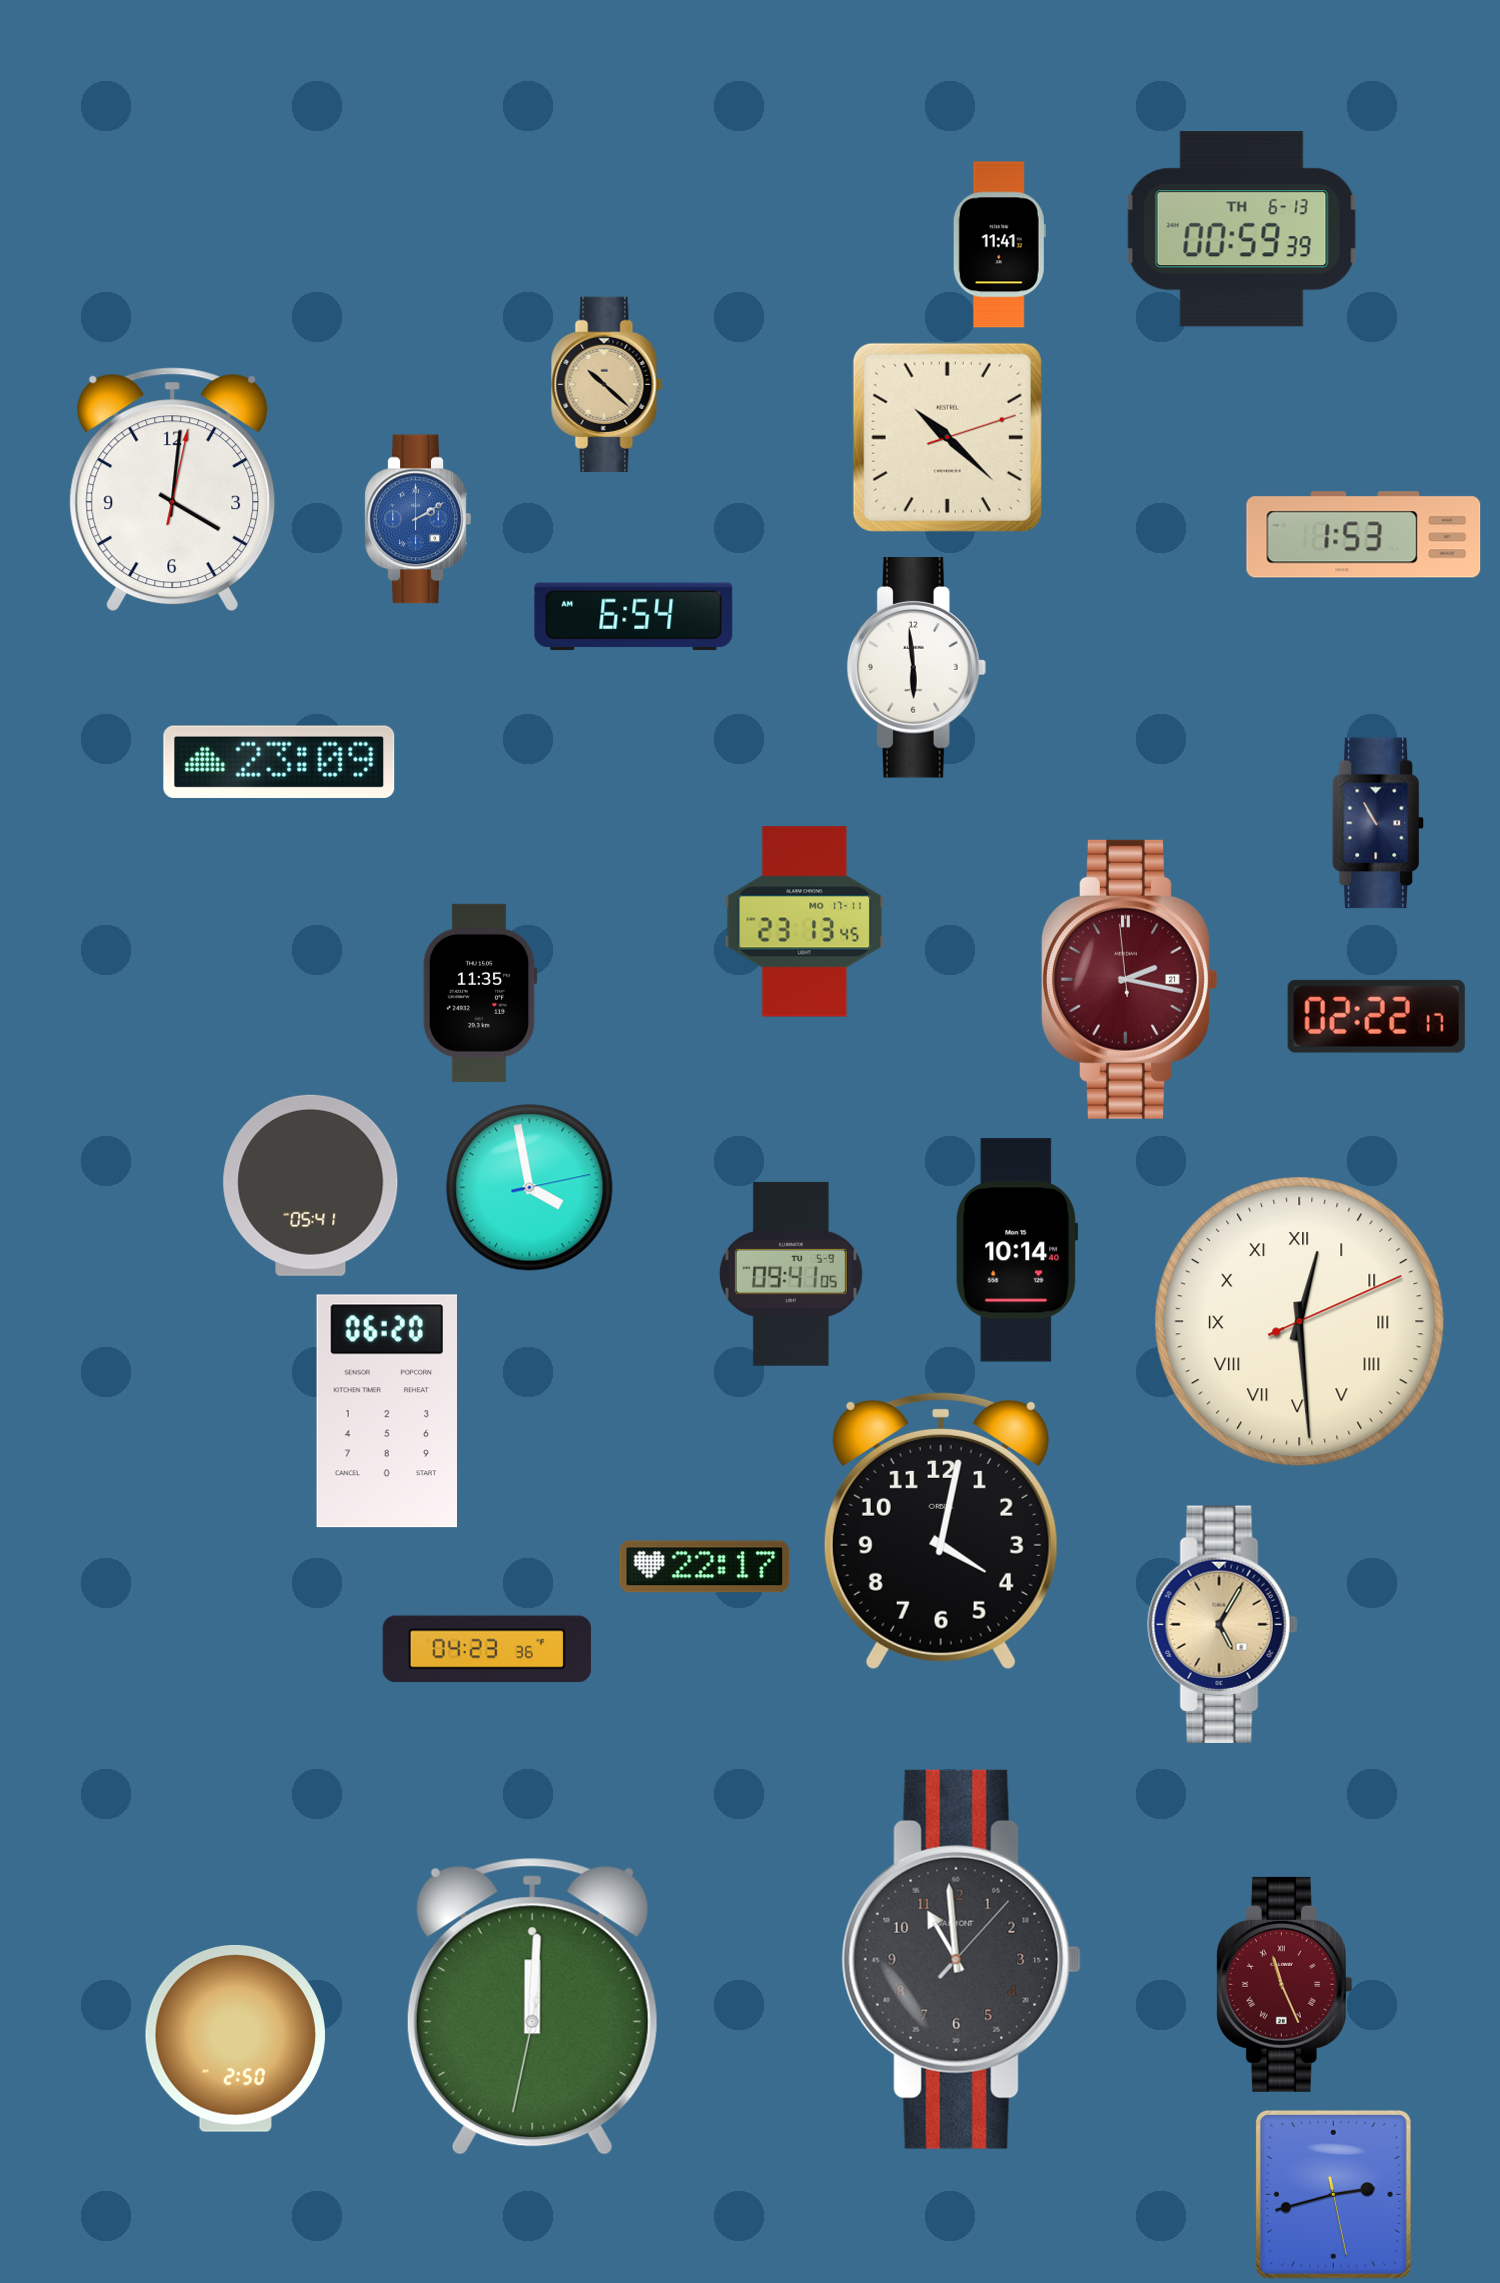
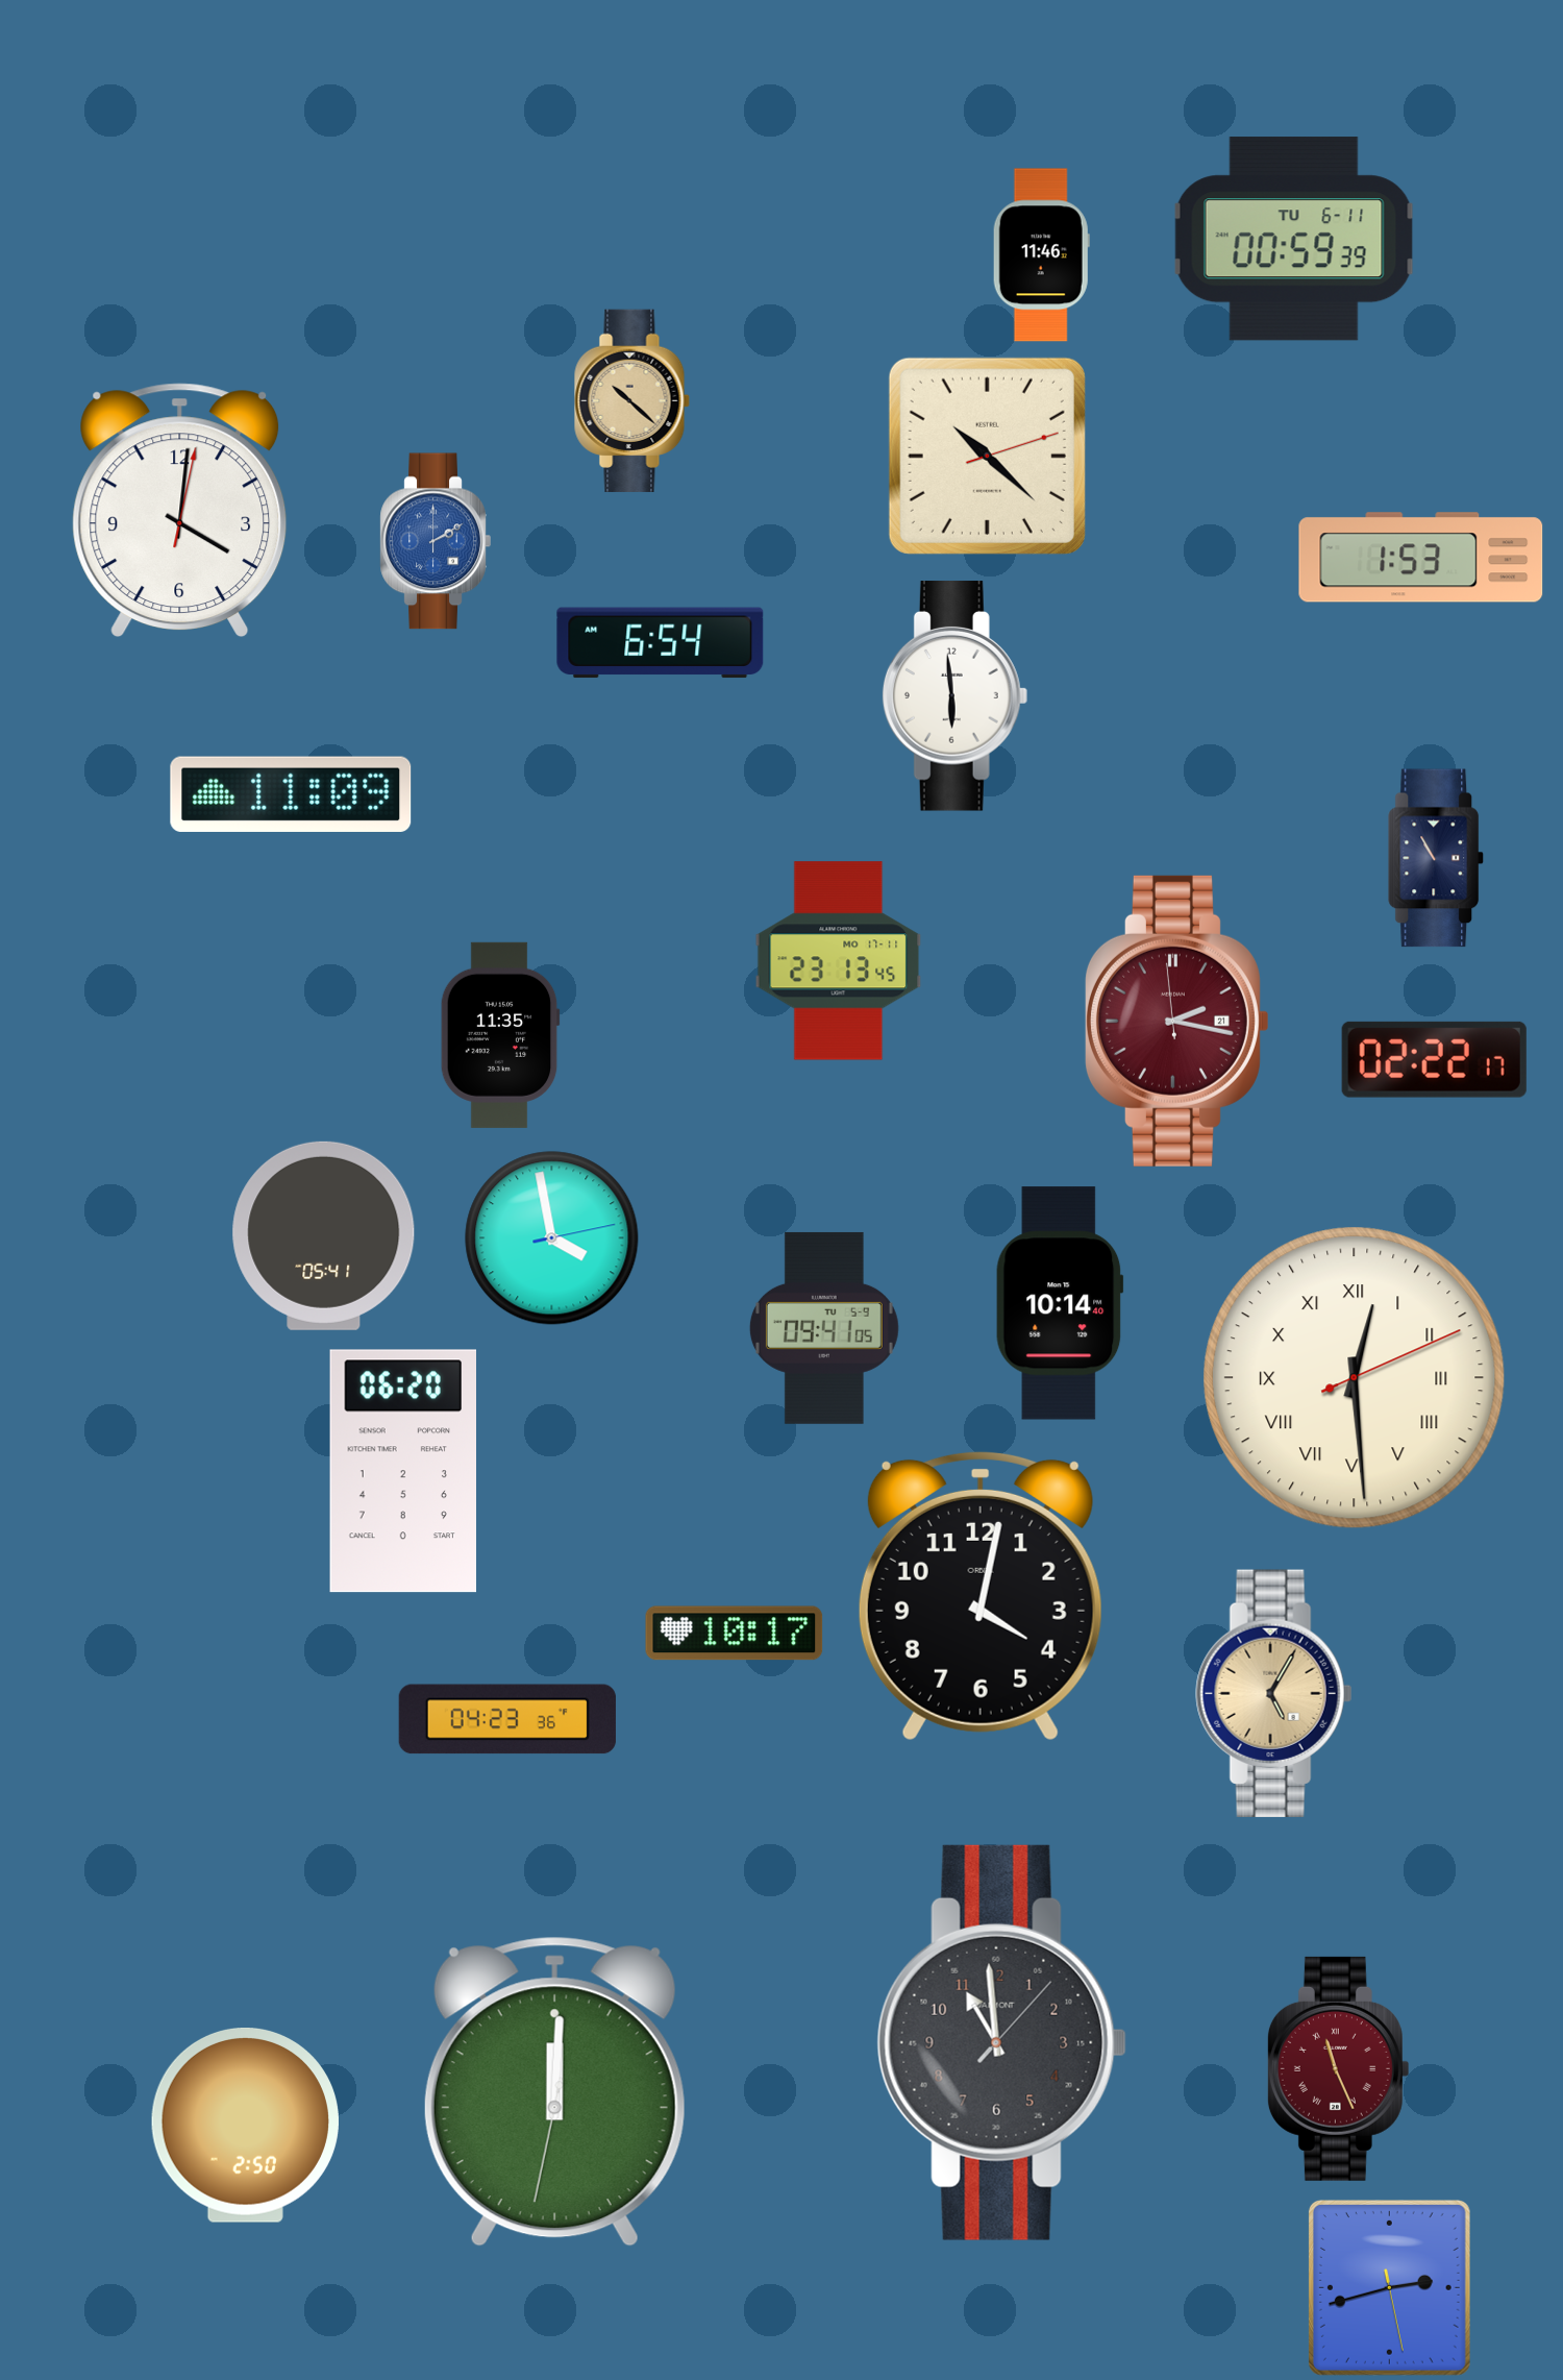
clock at (1242, 229) date: TH 6-13 -> TU 6-11
clock at (999, 245): 11:41 -> 11:46
clock at (279, 761): 23:09 -> 11:09
clock at (705, 1567): 22:17 -> 10:17
